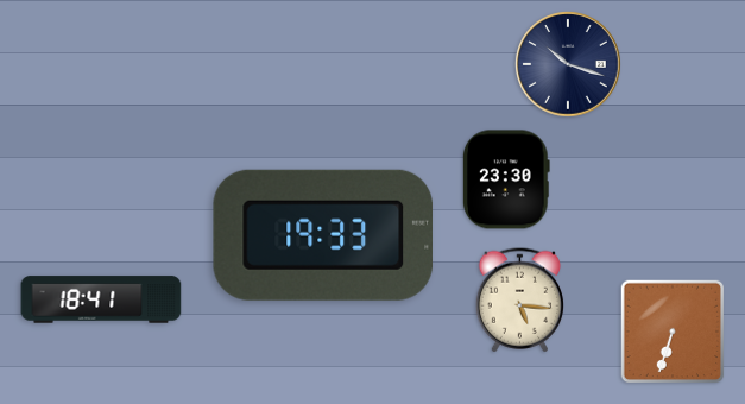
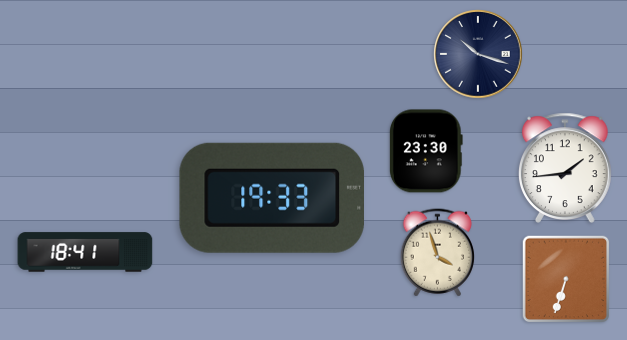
clock at (565, 167): none -> 1:44
clock at (519, 301): 5:16 -> 3:57
